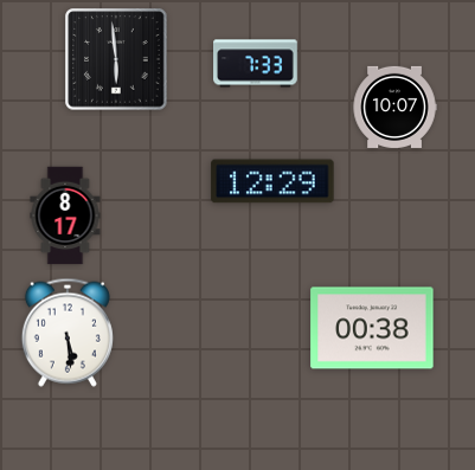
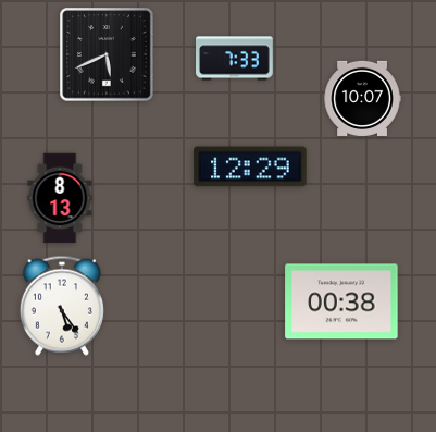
clock at (116, 59): 5:59 -> 5:41
clock at (65, 215): 8:17 -> 8:13
clock at (68, 333): 5:29 -> 5:24
